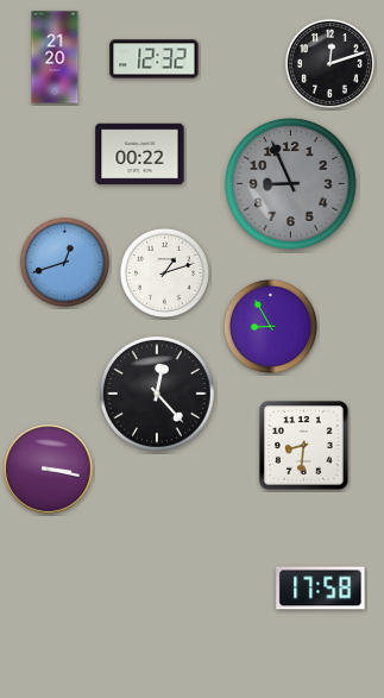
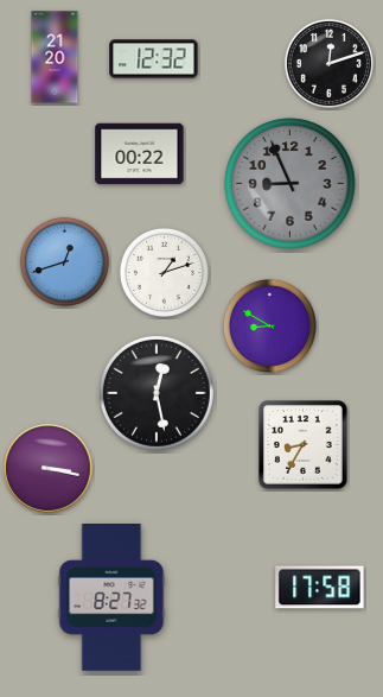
clock at (270, 326): 8:55 -> 8:50
clock at (158, 395): 12:23 -> 12:28
clock at (304, 446): 8:31 -> 8:35
clock at (111, 598): none -> 8:27
